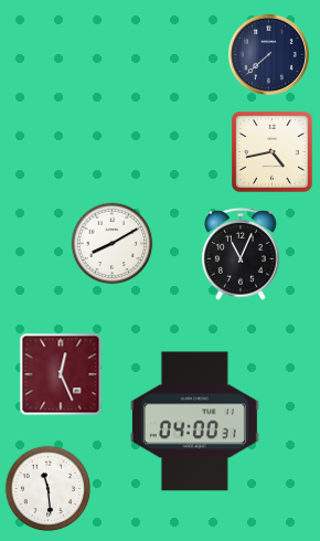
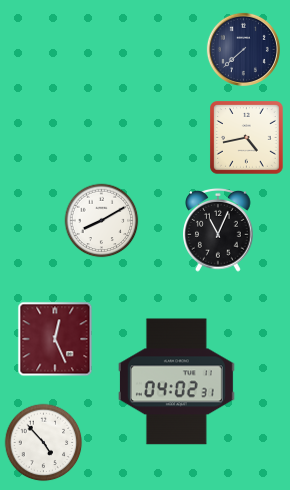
clock at (194, 422): 04:00 -> 04:02
clock at (49, 489): 11:29 -> 4:53
